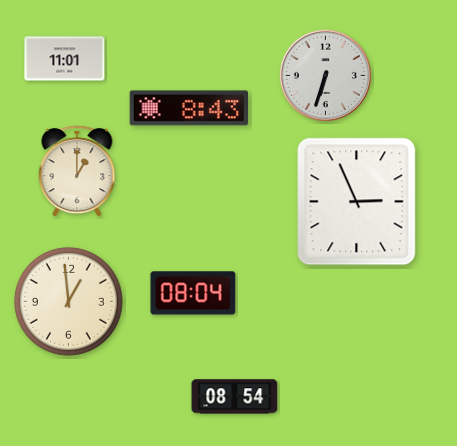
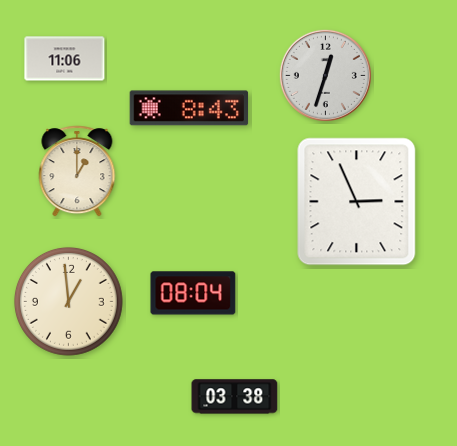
clock at (65, 59): 11:01 -> 11:06
clock at (325, 75): 6:33 -> 12:33
clock at (235, 397): 08:54 -> 03:38
